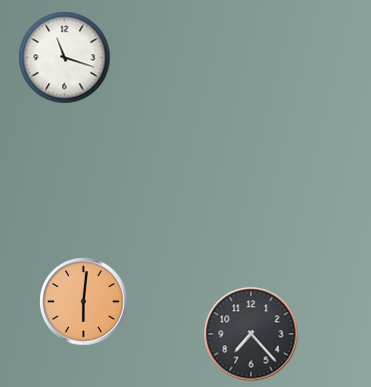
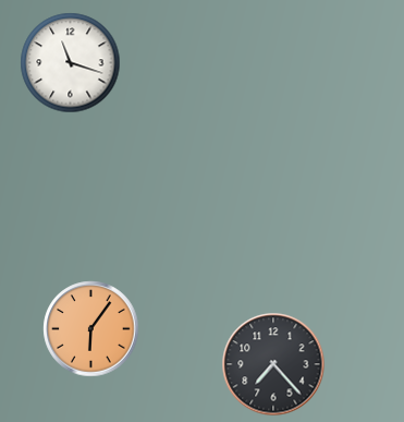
clock at (84, 302): 6:01 -> 6:06
